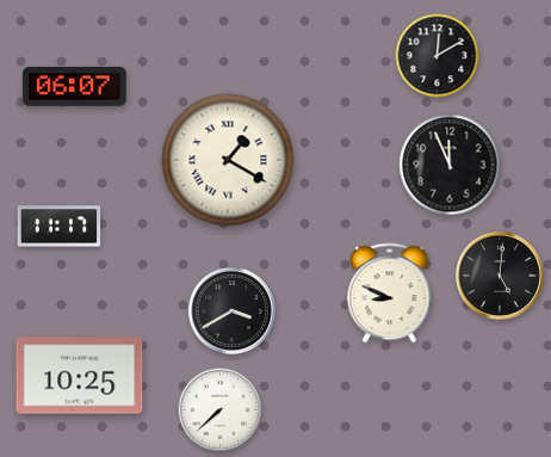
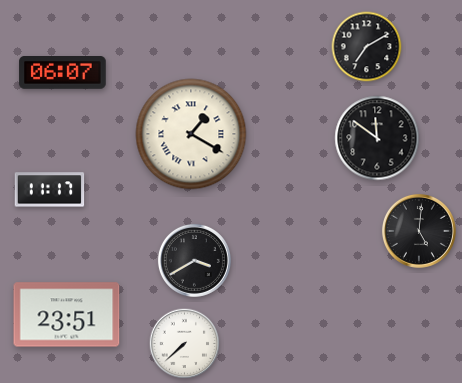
clock at (438, 56): 12:10 -> 7:10
clock at (450, 165): 11:56 -> 11:51
clock at (390, 294): 8:49 -> none
clock at (80, 376): 10:25 -> 23:51
